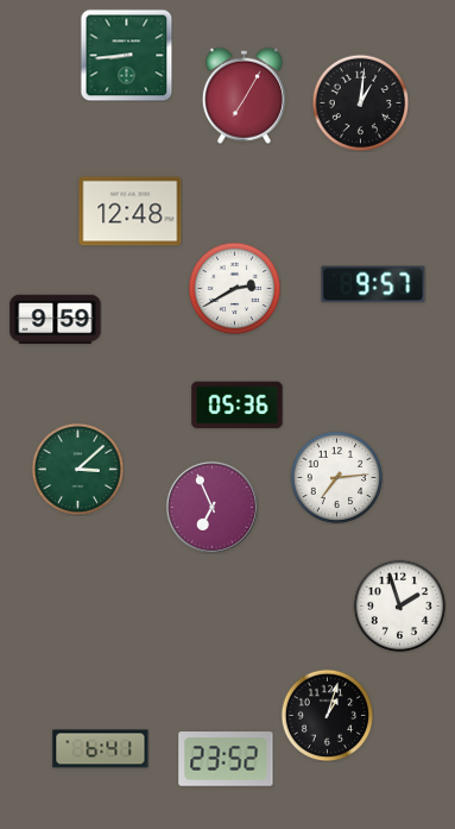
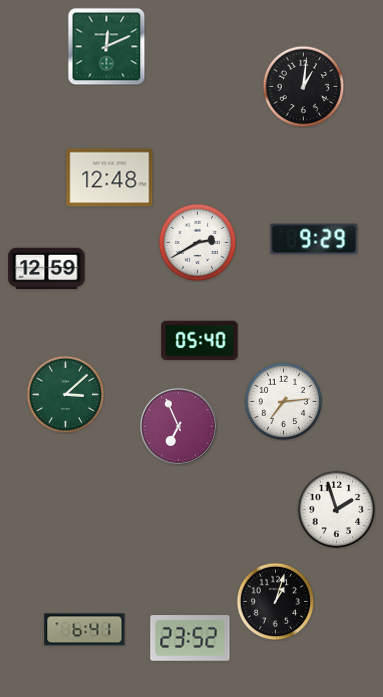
clock at (126, 55): 8:44 -> 12:11
clock at (244, 95): 7:05 -> none
clock at (373, 284): 9:57 -> 9:29
clock at (56, 320): 9:59 -> 12:59
clock at (238, 406): 05:36 -> 05:40
